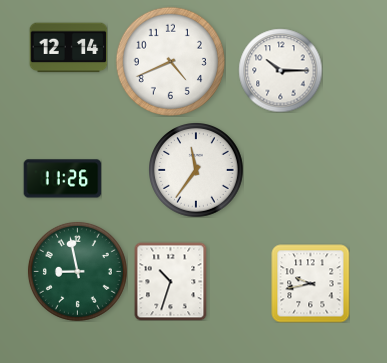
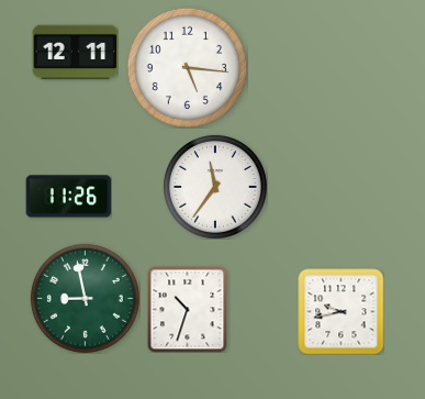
clock at (68, 48): 12:14 -> 12:11
clock at (170, 61): 4:41 -> 5:16
clock at (280, 70): 10:15 -> none
